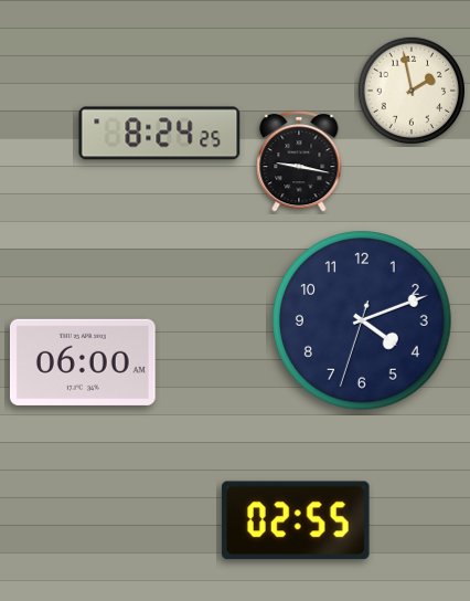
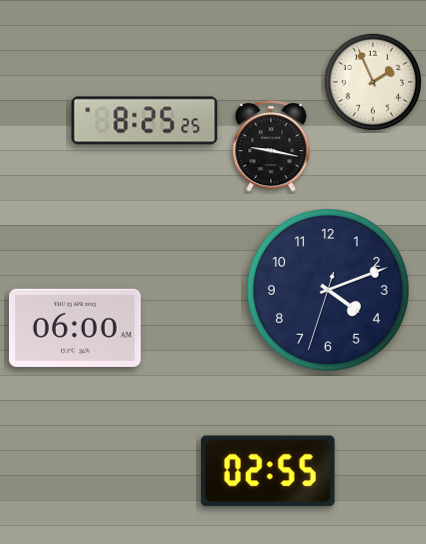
clock at (410, 89): 1:58 -> 1:56
clock at (160, 134): 8:24 -> 8:25
